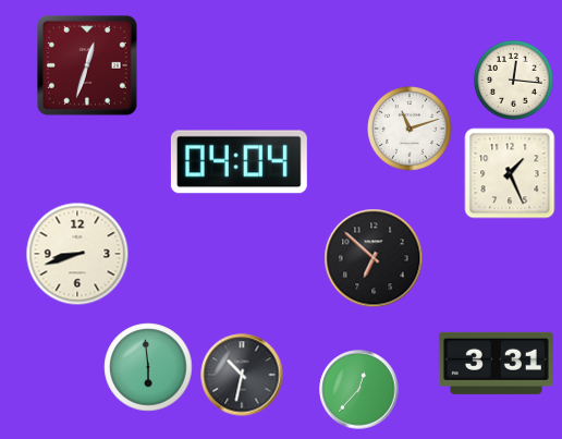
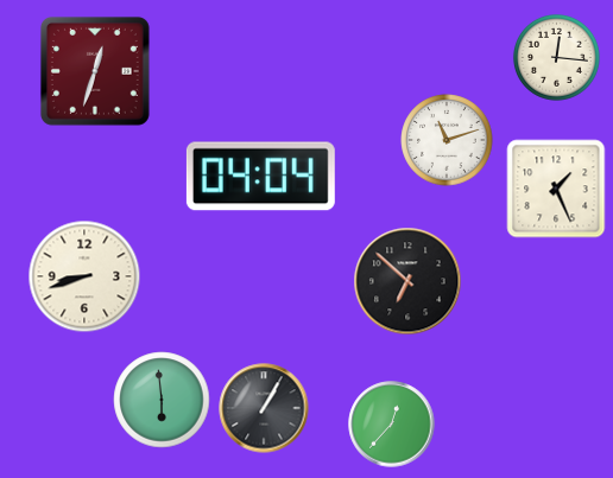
clock at (513, 80) position: (513, 80) -> (556, 57)
clock at (496, 363): 3:31 -> none
clock at (242, 375): 10:32 -> 1:05
